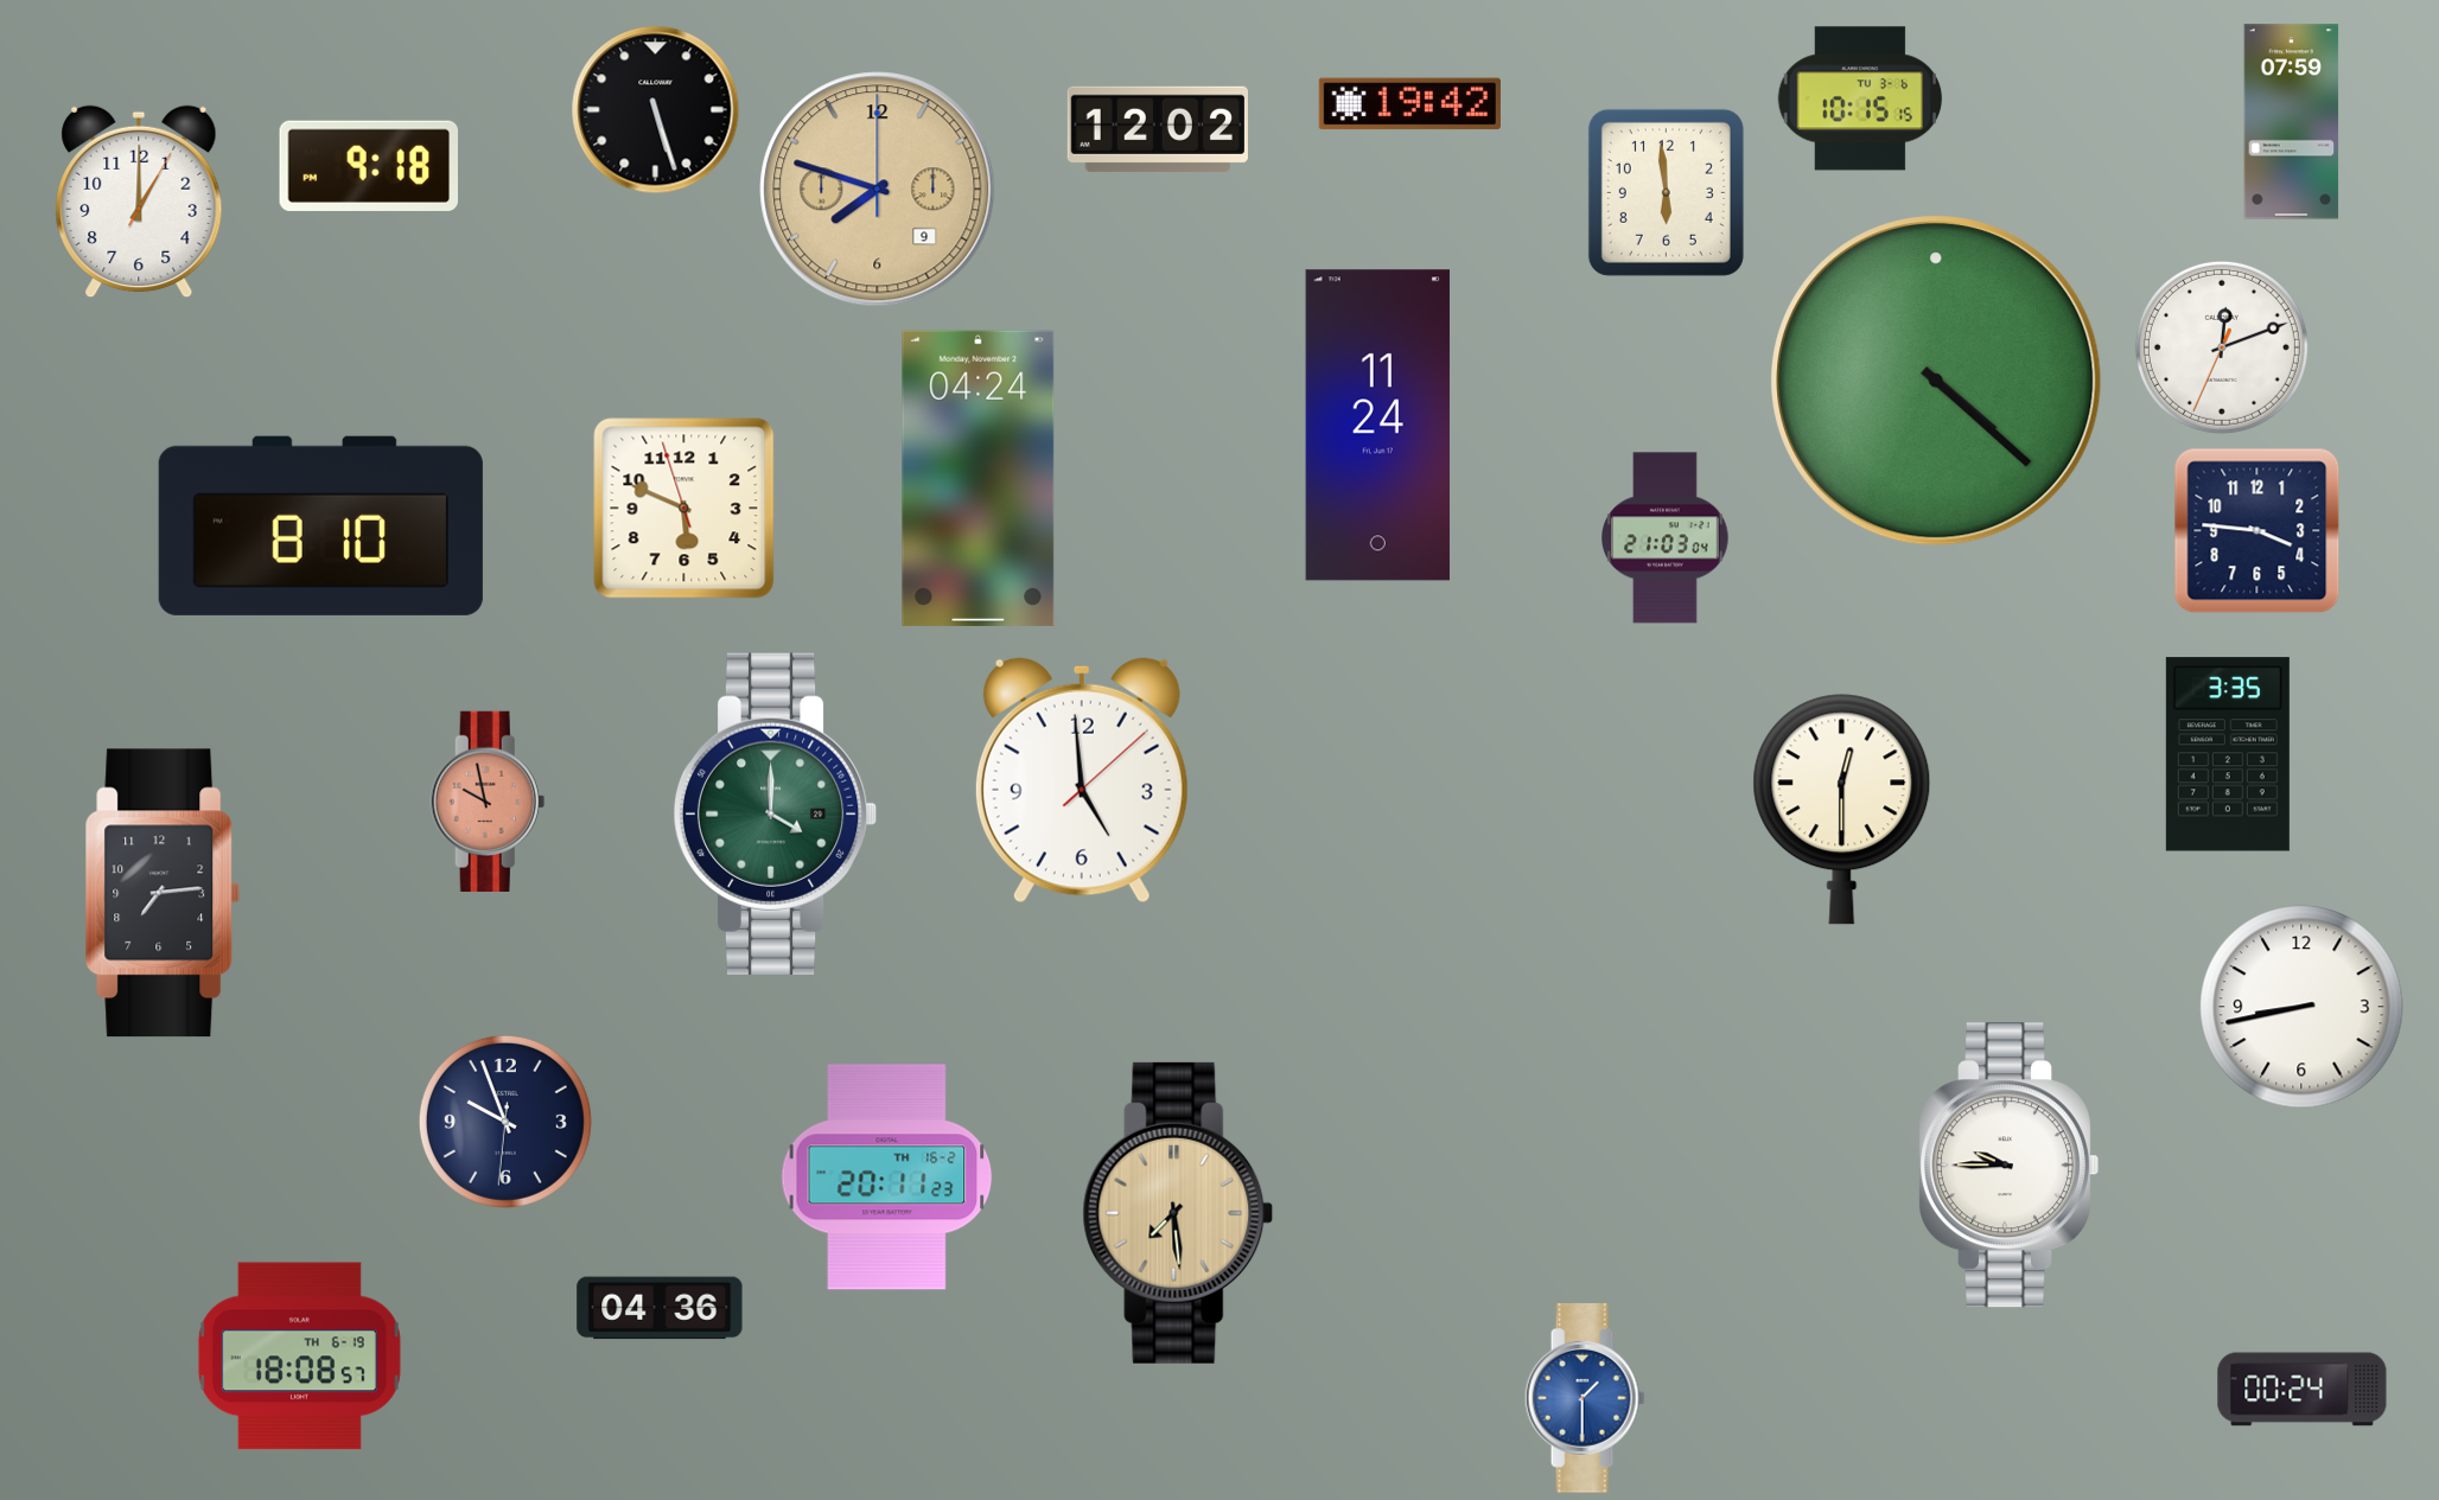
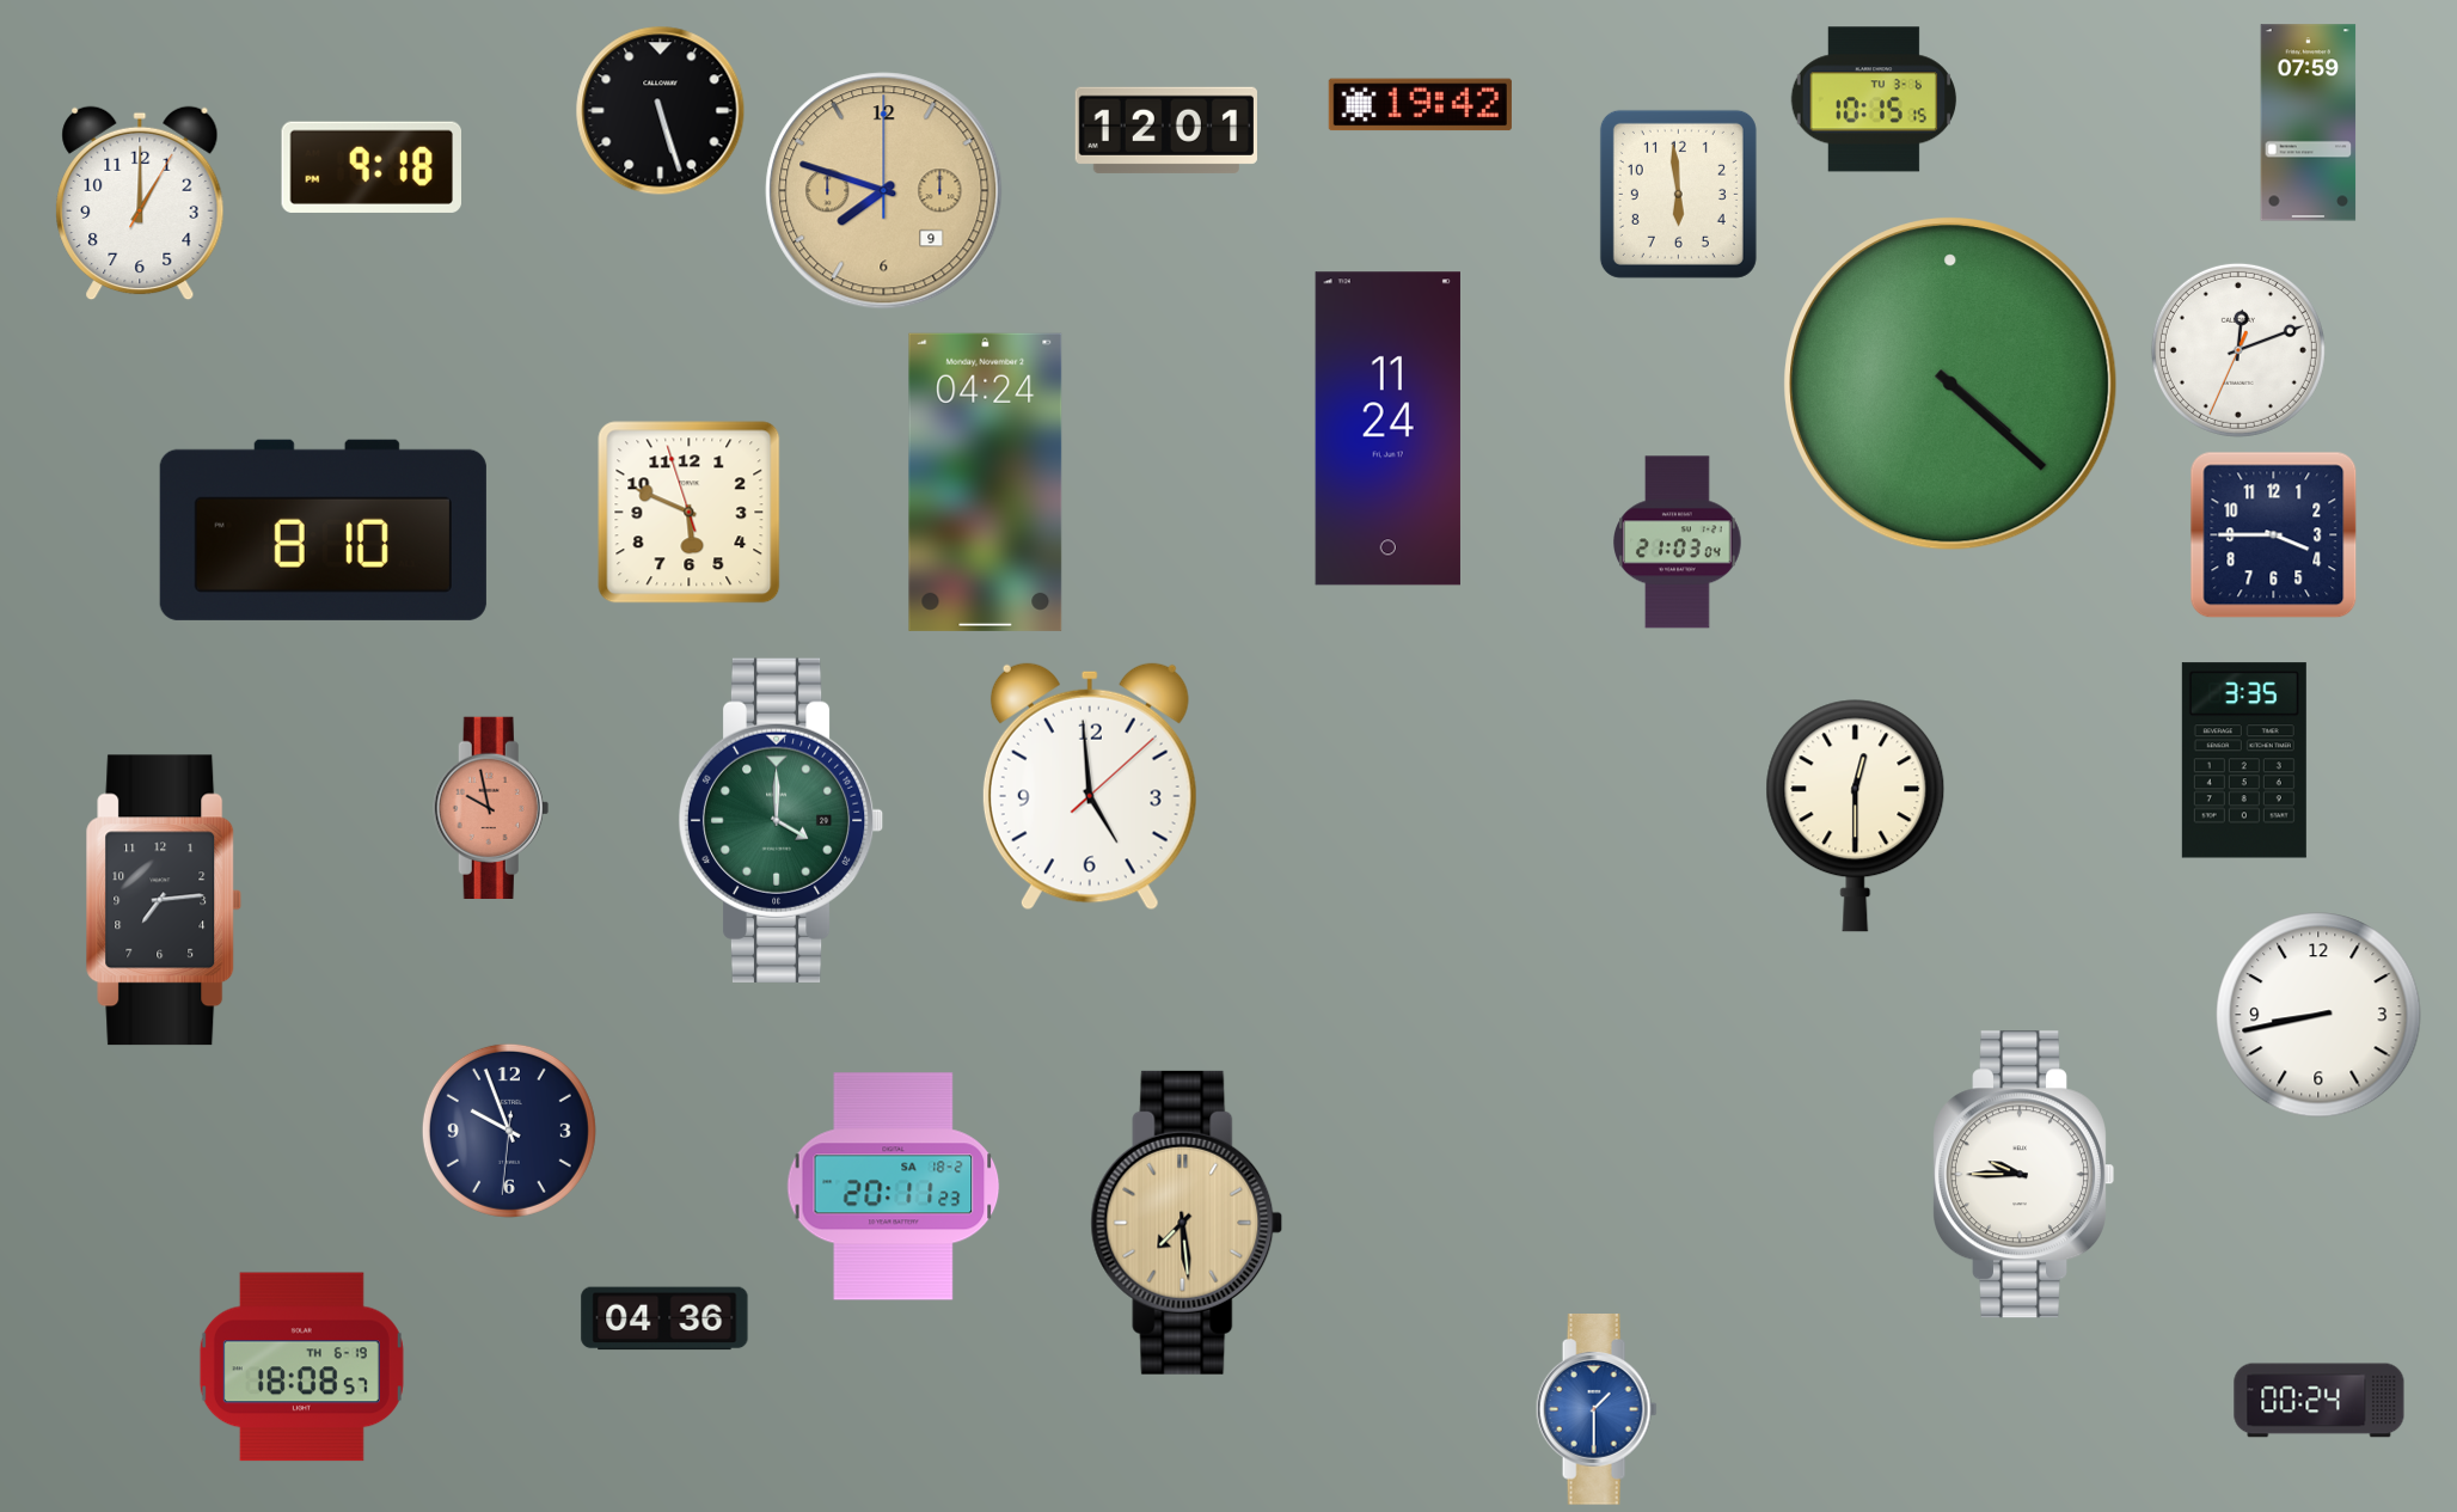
clock at (1158, 129): 12:02 -> 12:01
clock at (2257, 531): 3:46 -> 3:45
clock at (887, 1177) date: TH 16-2 -> SA 18-2
